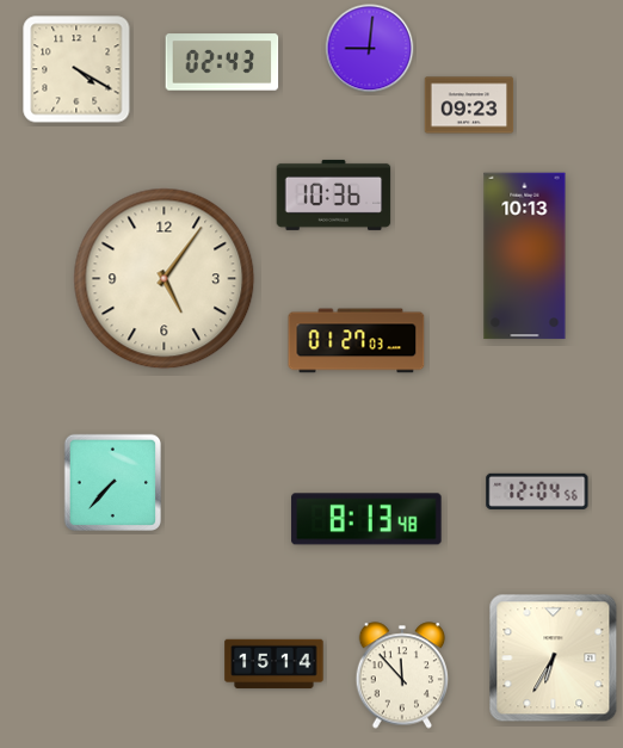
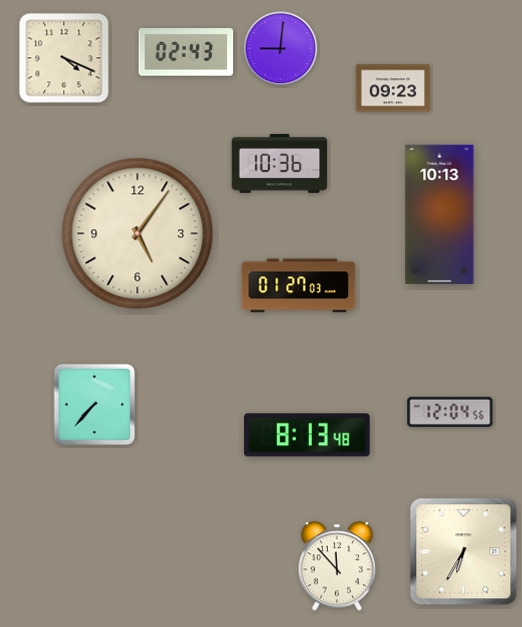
clock at (370, 49) position: (370, 49) -> (281, 49)
clock at (76, 69): 4:20 -> 4:19
clock at (275, 664): 15:14 -> none
